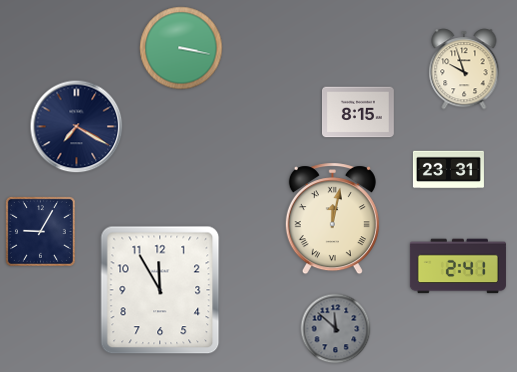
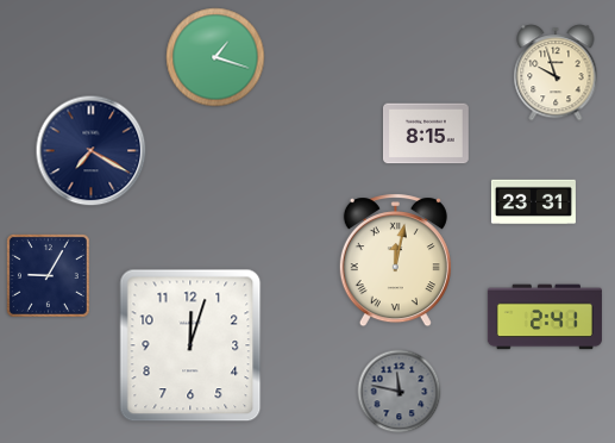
clock at (181, 48): 3:17 -> 1:18
clock at (464, 69) position: (464, 69) -> (556, 73)
clock at (160, 290): 11:55 -> 12:03
clock at (336, 329): 11:52 -> 11:47
